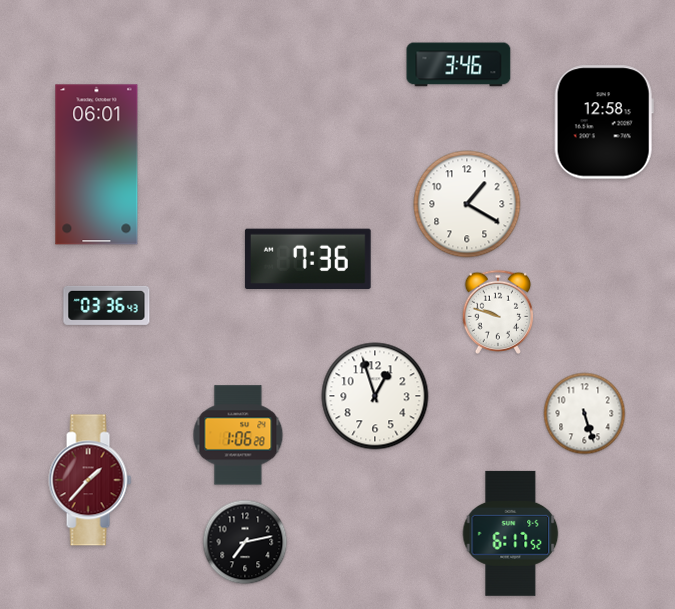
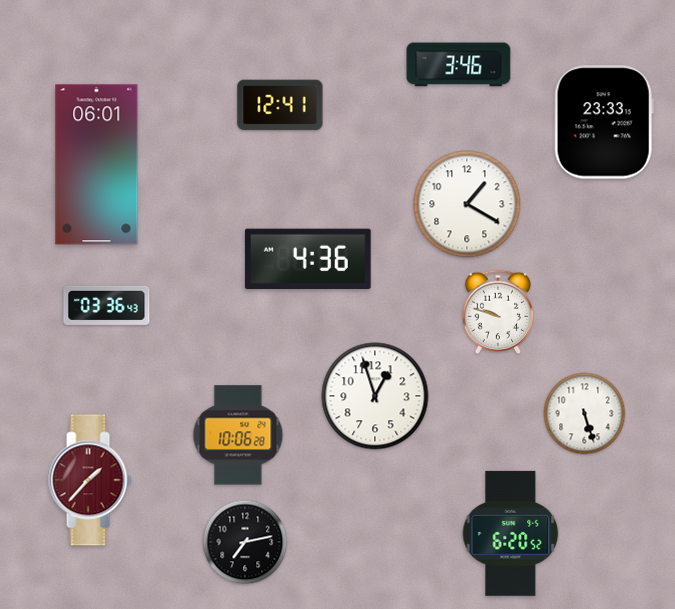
clock at (280, 105): none -> 12:41
clock at (604, 122): 12:58 -> 23:33
clock at (308, 258): 7:36 -> 4:36
clock at (238, 435): 1:06 -> 10:06
clock at (511, 533): 6:17 -> 6:20
